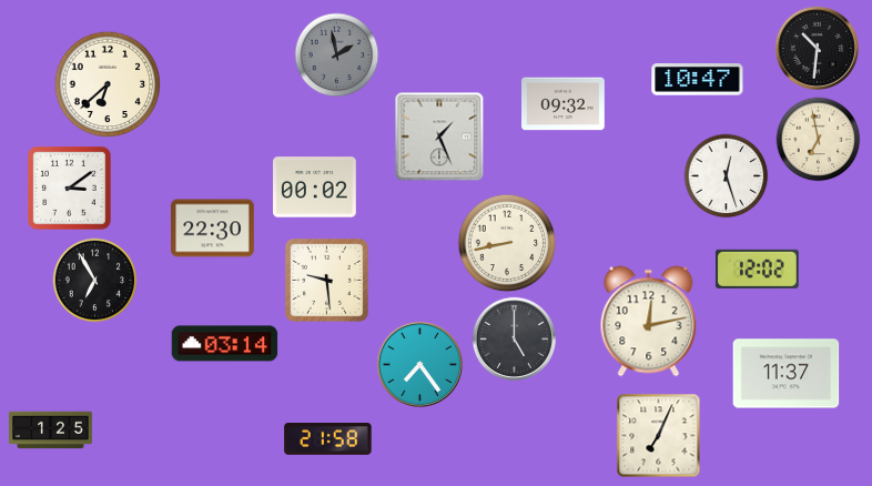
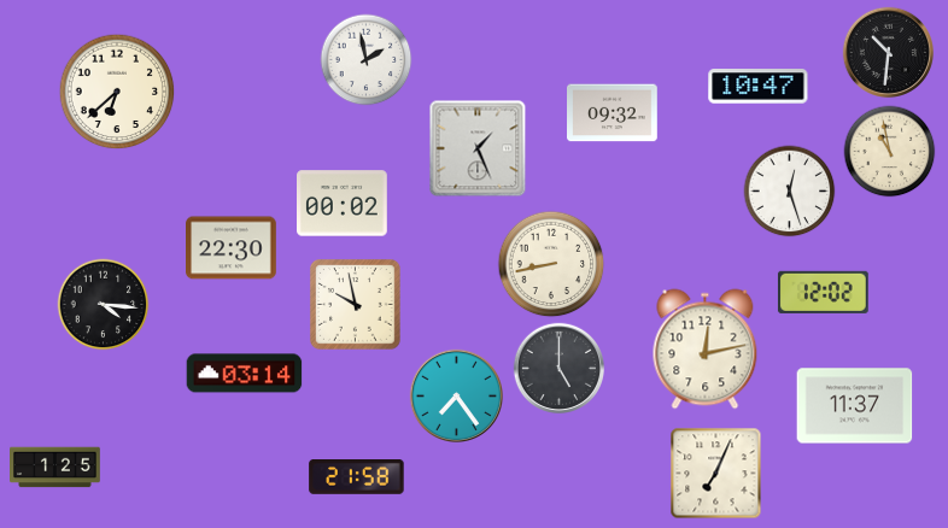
clock at (337, 55) dial: grey -> white
clock at (819, 140): 6:58 -> 10:58
clock at (70, 189): 3:09 -> none
clock at (95, 281): 6:55 -> 4:16
clock at (327, 281): 9:29 -> 9:58
